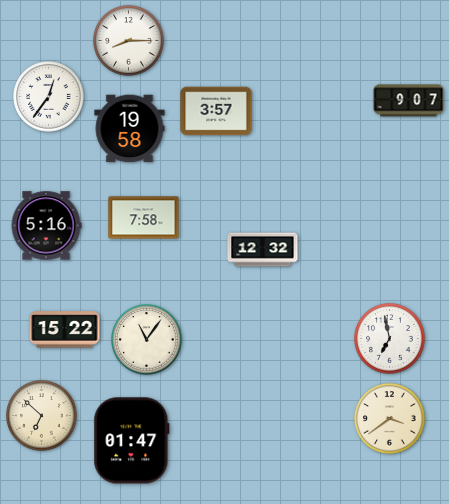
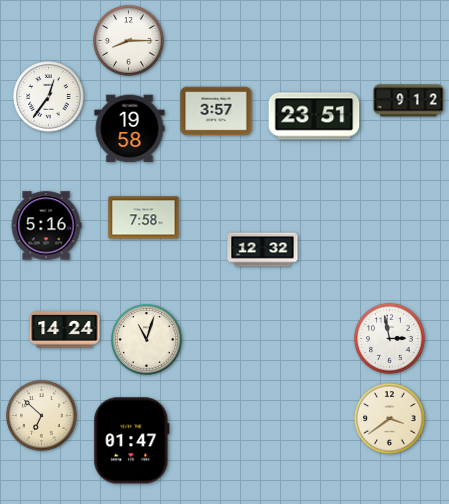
clock at (409, 101): 9:07 -> 9:12
clock at (314, 116): none -> 23:51
clock at (65, 330): 15:22 -> 14:24
clock at (390, 339): 6:58 -> 2:58
clock at (147, 340): 11:06 -> 11:03
